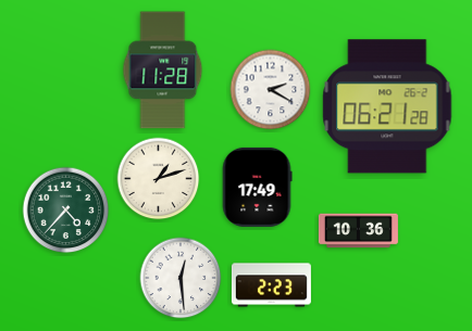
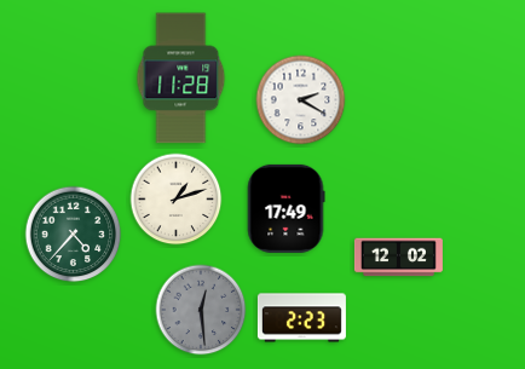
clock at (387, 106): 06:21 -> none
clock at (358, 231): 10:36 -> 12:02
clock at (181, 278) dial: white -> grey
